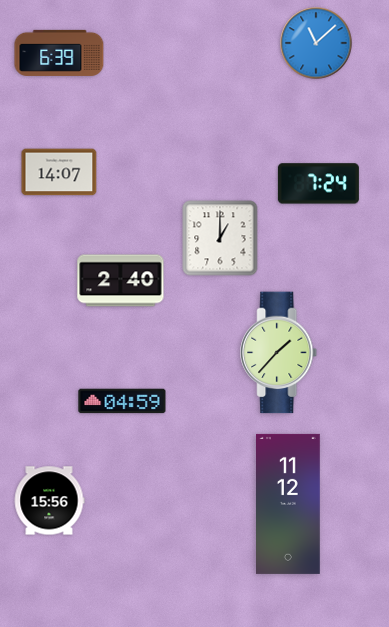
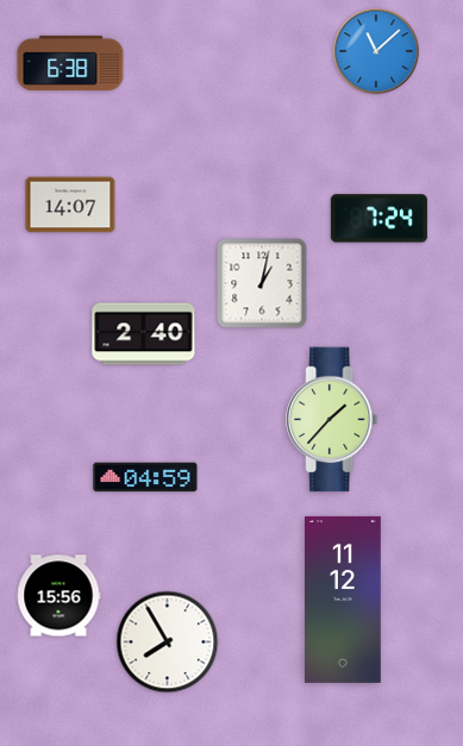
clock at (59, 53): 6:39 -> 6:38
clock at (220, 238): 1:00 -> 1:02
clock at (168, 642): none -> 7:55
